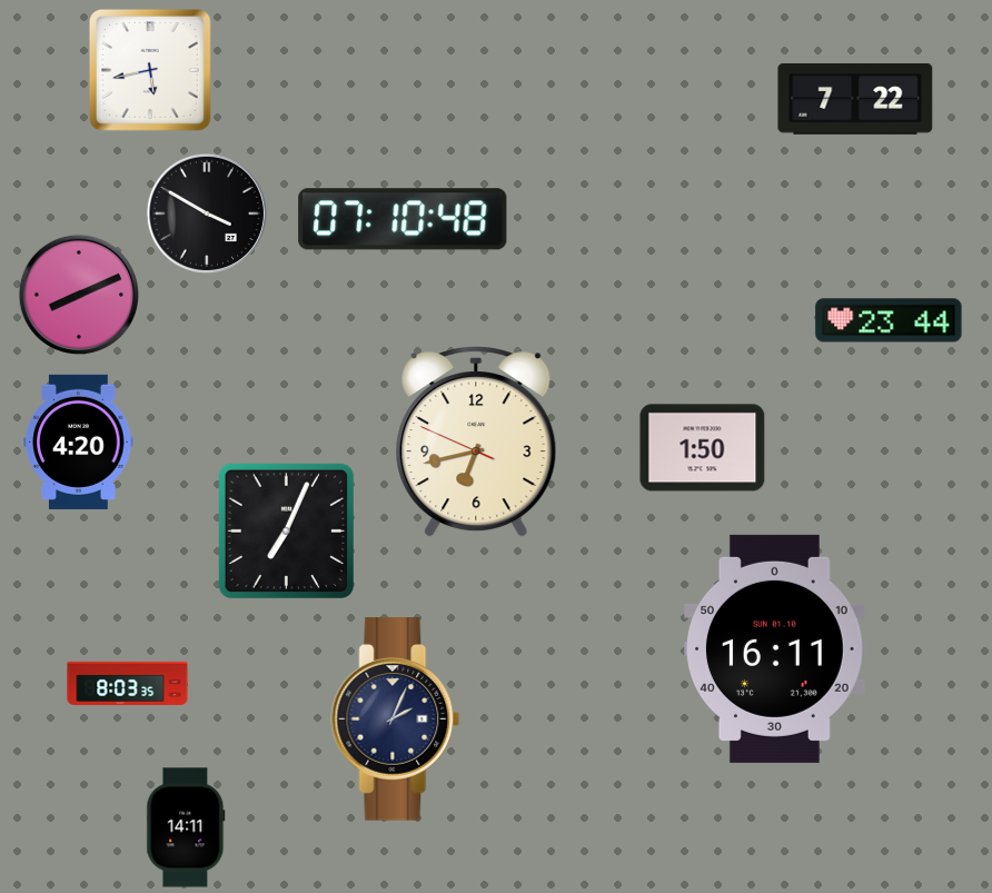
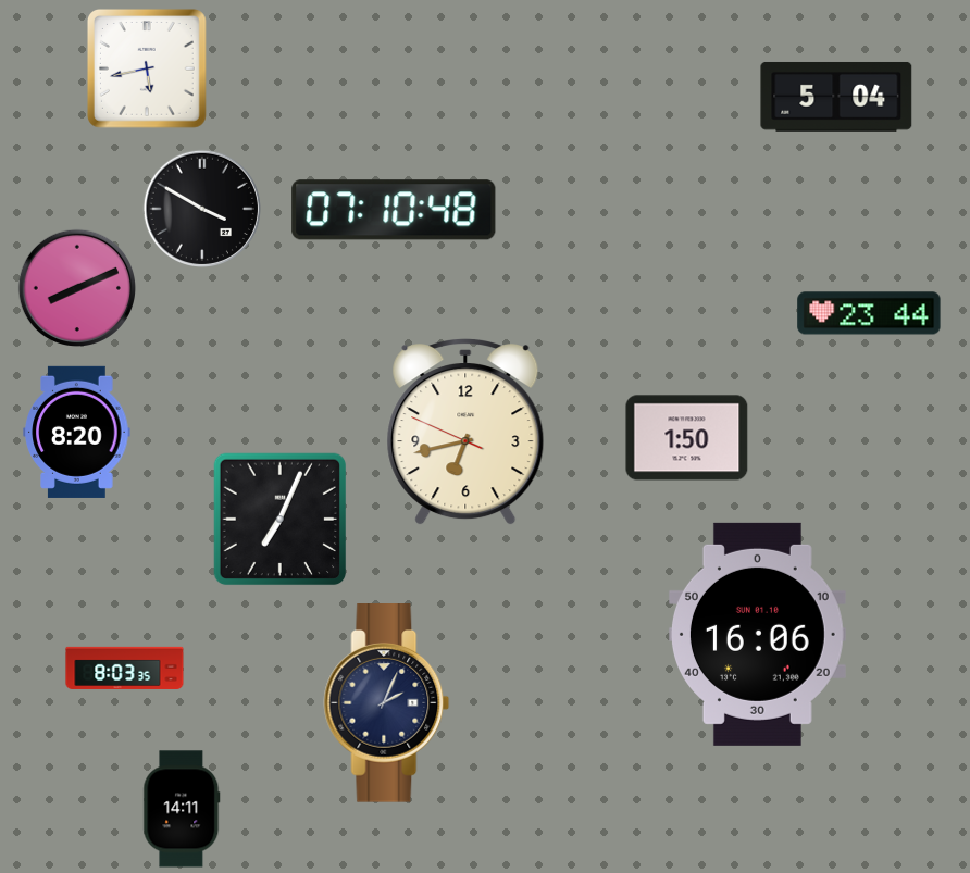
clock at (855, 99): 7:22 -> 5:04
clock at (403, 219) position: (403, 219) -> (394, 210)
clock at (79, 441): 4:20 -> 8:20
clock at (774, 648): 16:11 -> 16:06
